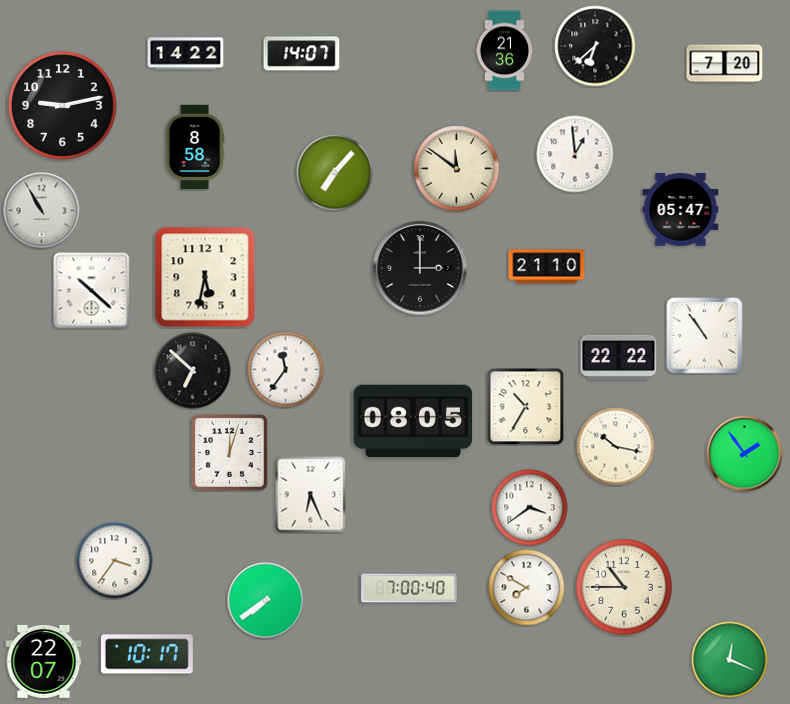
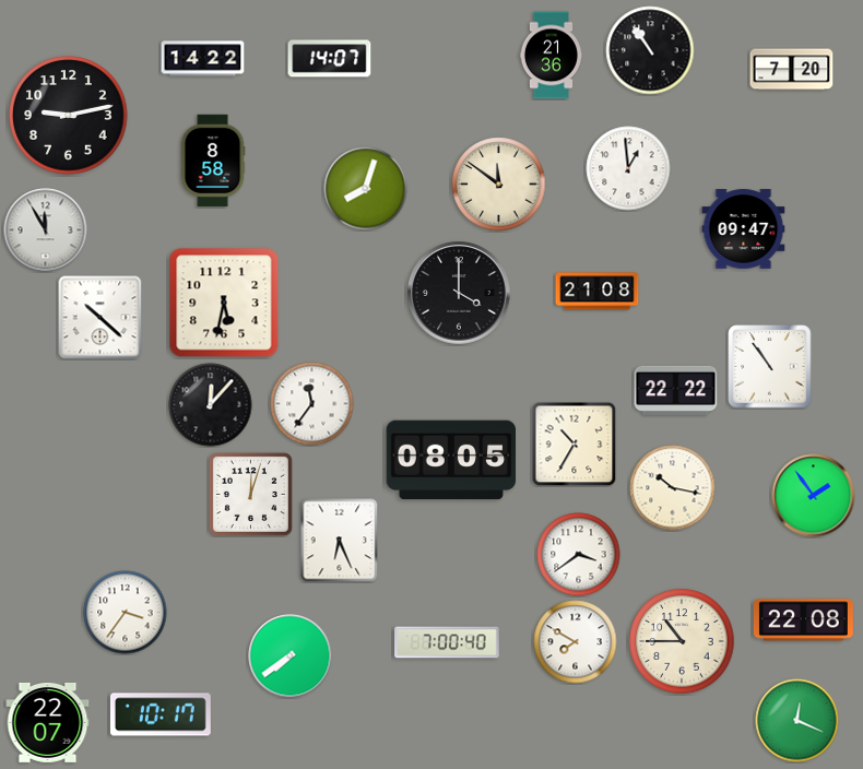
clock at (595, 46): 6:38 -> 10:54
clock at (335, 173): 7:07 -> 8:03
clock at (681, 210): 05:47 -> 09:47
clock at (42, 211): 10:55 -> 11:55
clock at (547, 267): 21:10 -> 21:08
clock at (420, 268): 3:00 -> 4:00
clock at (193, 371): 6:52 -> 12:07
clock at (803, 620): none -> 22:08
